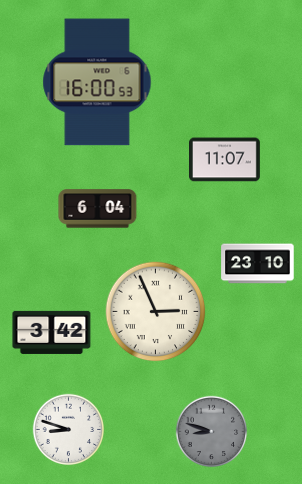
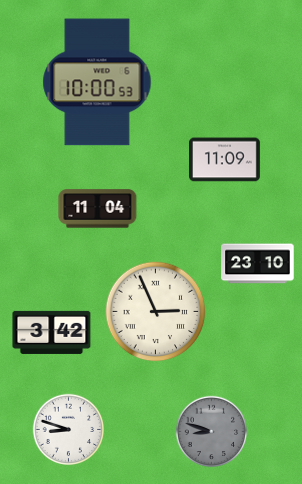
clock at (97, 82): 16:00 -> 10:00
clock at (225, 160): 11:07 -> 11:09
clock at (98, 209): 6:04 -> 11:04
